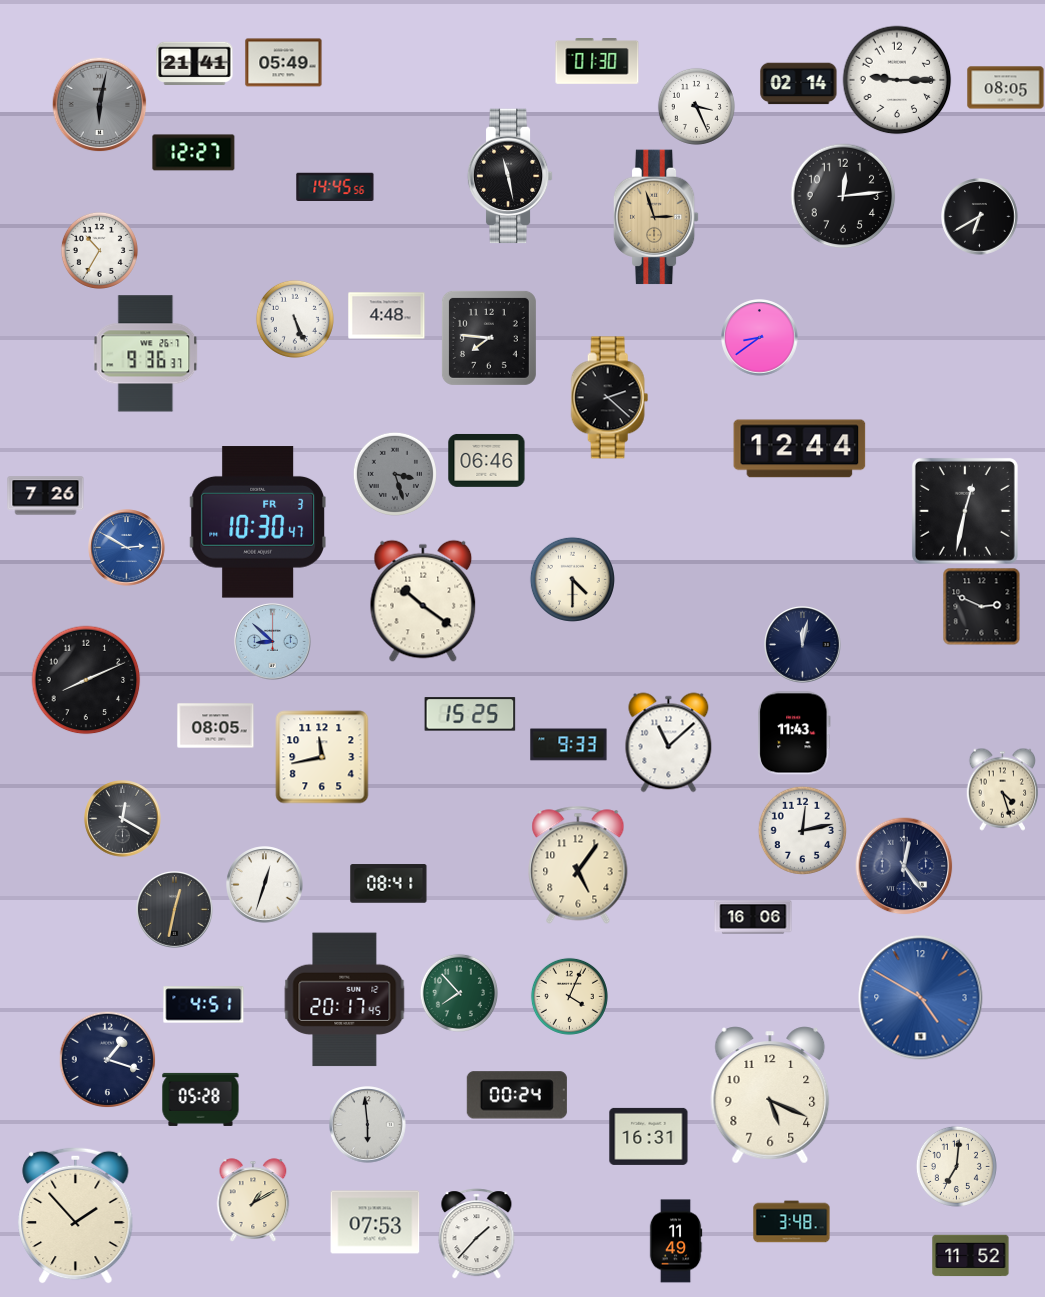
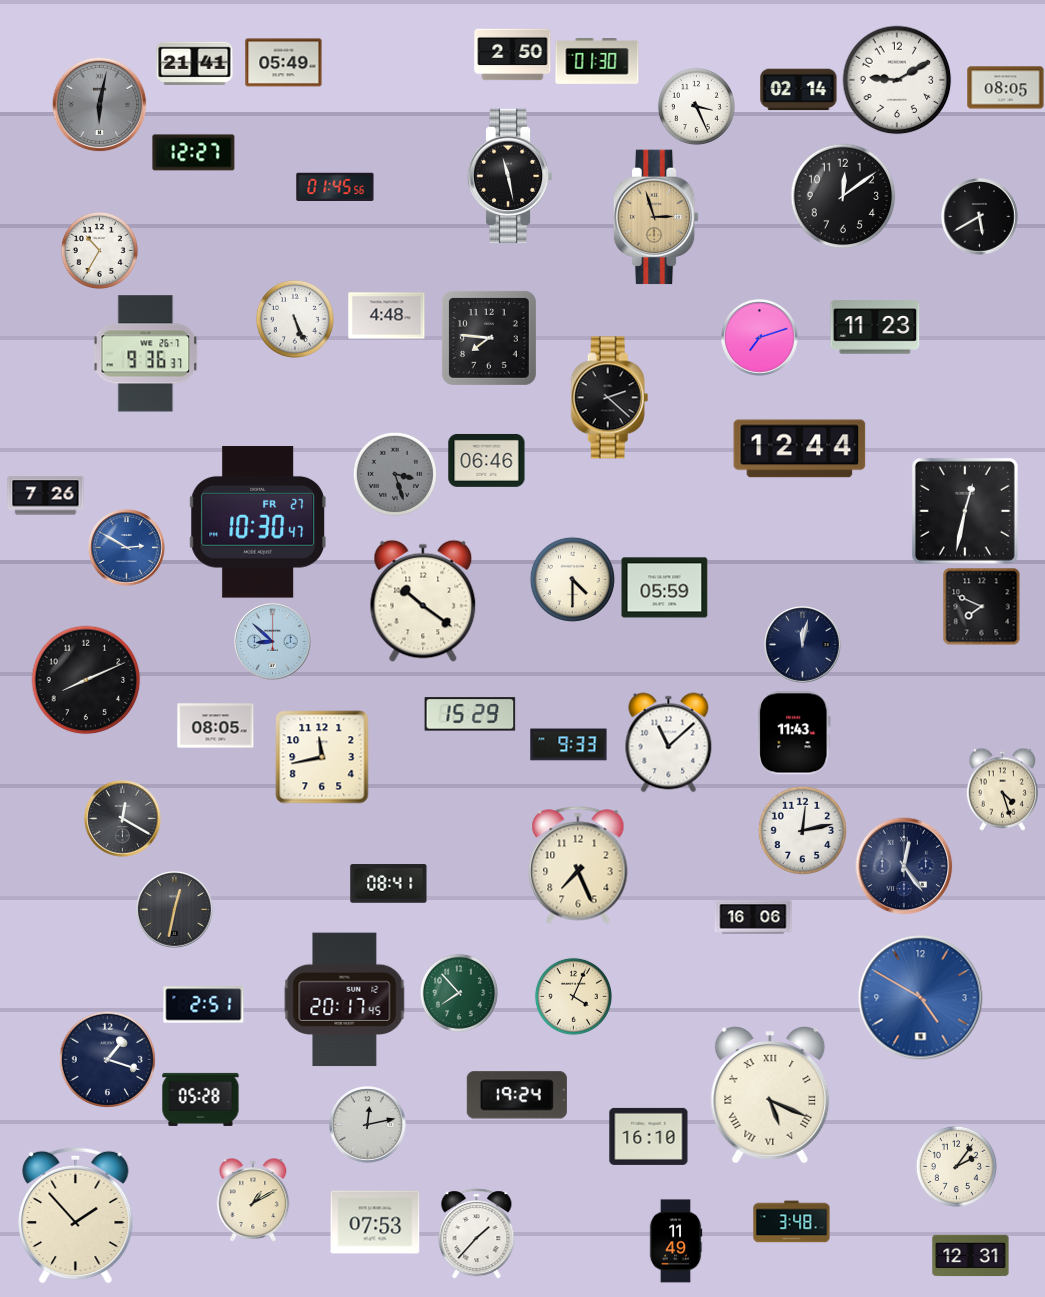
clock at (513, 55): none -> 2:50
clock at (897, 80): 9:15 -> 9:10
clock at (799, 84) position: (799, 84) -> (799, 90)
clock at (335, 187): 14:45 -> 01:45
clock at (843, 196): 12:14 -> 12:09
clock at (980, 217): 6:40 -> 5:40
clock at (875, 327): none -> 11:23
clock at (760, 338): 8:39 -> 7:12
clock at (258, 522) date: FR 3 -> FR 27
clock at (665, 588): none -> 05:59
clock at (981, 606): 2:49 -> 7:49
clock at (470, 714): 15:25 -> 15:29
clock at (578, 865): 5:06 -> 7:26
clock at (265, 885): 12:33 -> none
clock at (569, 996) position: (569, 996) -> (573, 996)
clock at (204, 1005): 4:51 -> 2:51
clock at (517, 1095): 00:24 -> 19:24
clock at (770, 1095) numerals: Arabic -> Roman
clock at (368, 1125): 5:59 -> 12:13
clock at (649, 1136): 16:31 -> 16:10
clock at (956, 1166): 7:01 -> 2:06
clock at (971, 1256): 11:52 -> 12:31
